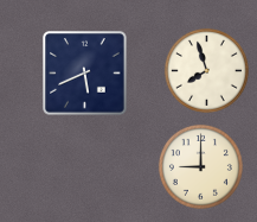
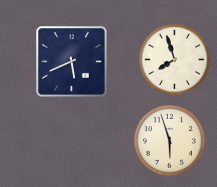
clock at (200, 166): 9:00 -> 5:57
